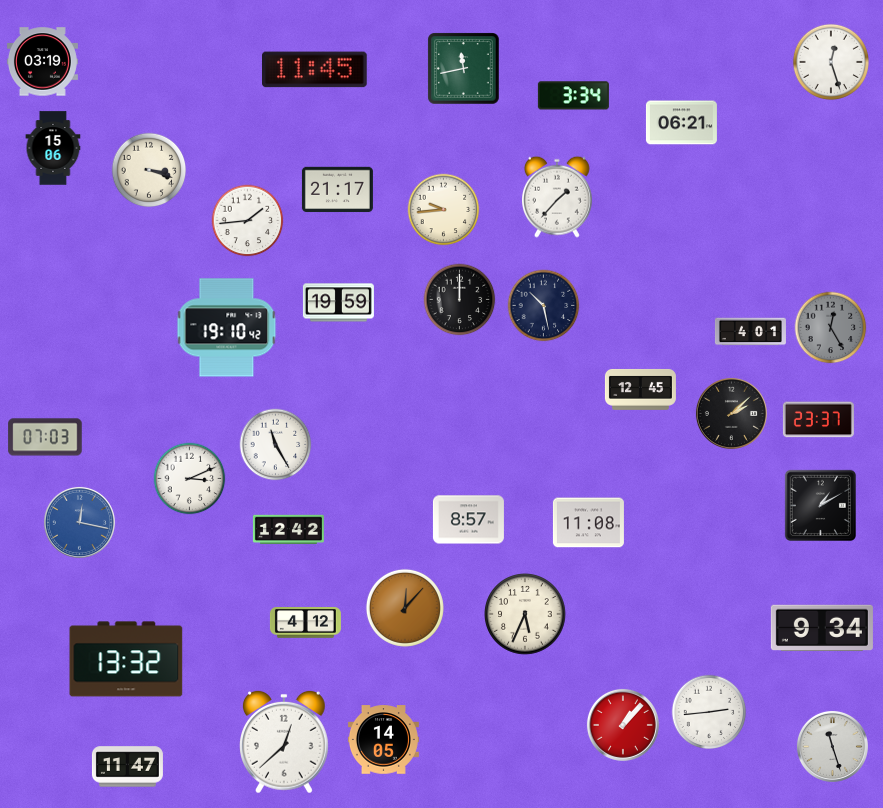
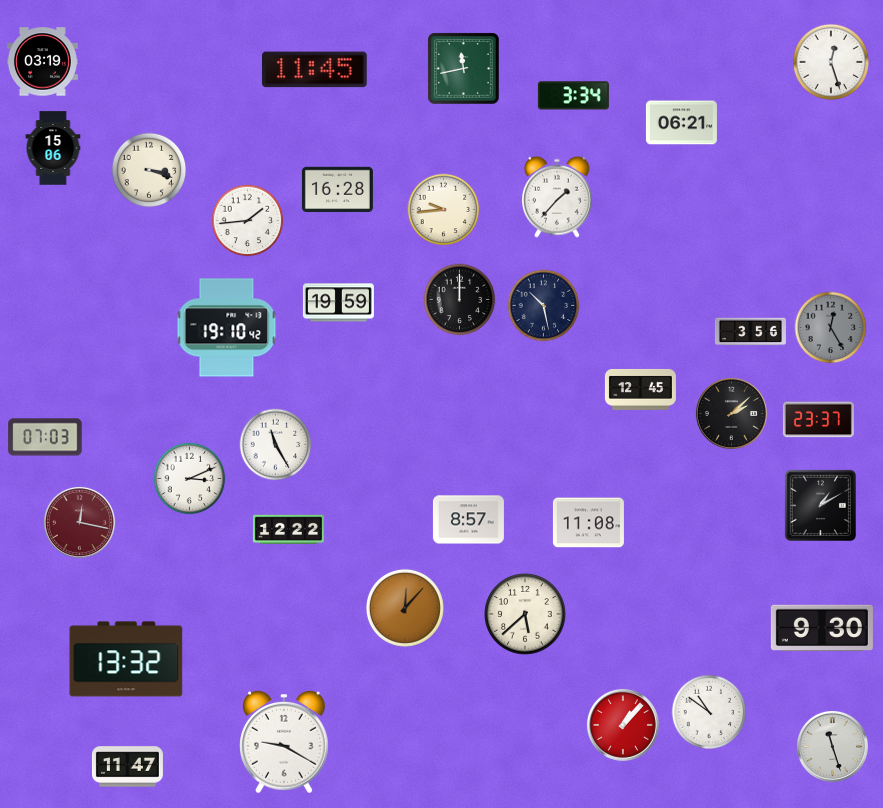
clock at (337, 190): 21:17 -> 16:28
clock at (750, 332): 4:01 -> 3:56
clock at (79, 522) dial: blue -> burgundy
clock at (288, 530): 12:42 -> 12:22
clock at (525, 614): 5:34 -> 5:38
clock at (305, 623): 4:12 -> none
clock at (822, 628): 9:34 -> 9:30
clock at (709, 712): 2:44 -> 10:51
clock at (383, 740): 14:05 -> none
clock at (285, 742): 12:38 -> 9:20
